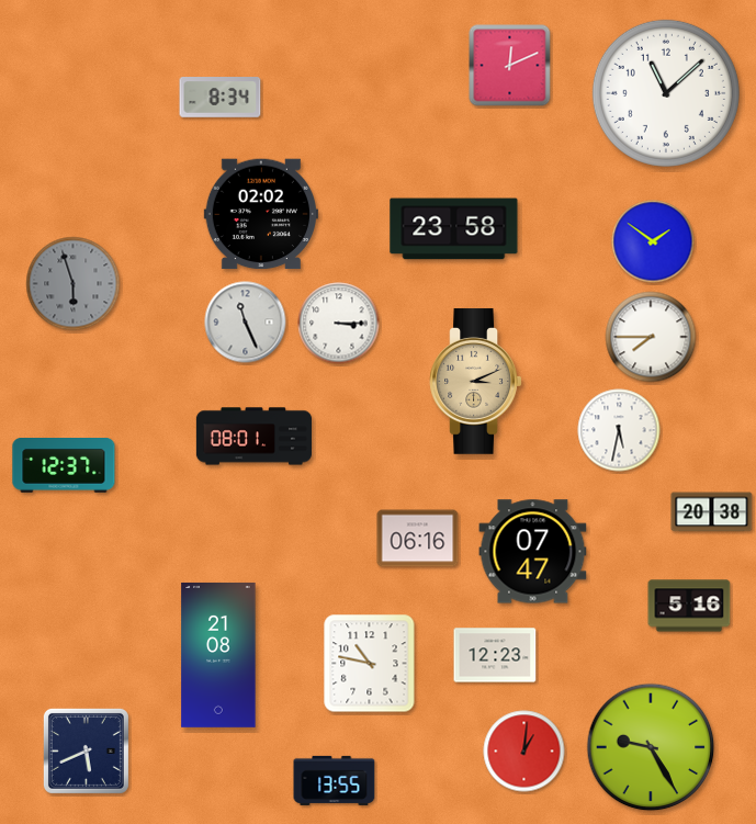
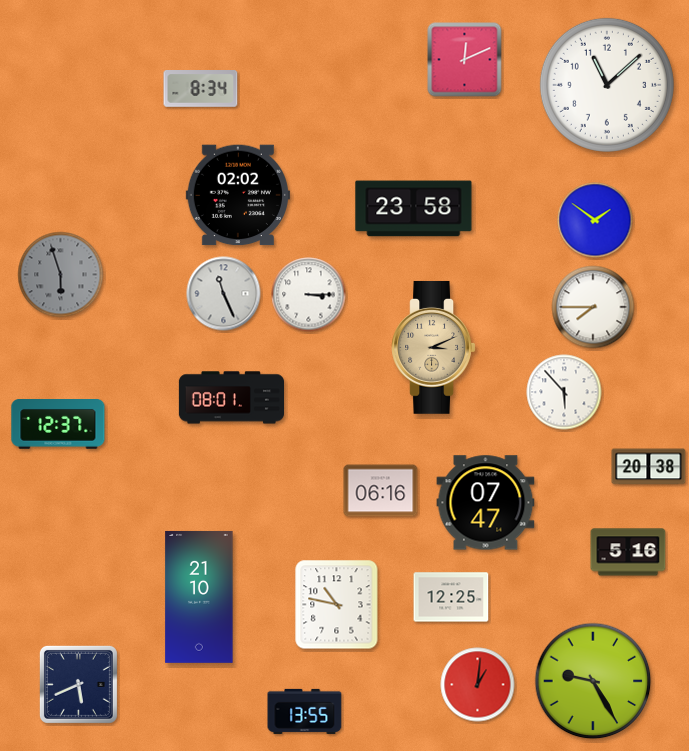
clock at (74, 284) position: (74, 284) -> (61, 275)
clock at (619, 430): 5:32 -> 5:53
clock at (218, 655): 21:08 -> 21:10
clock at (495, 655): 12:23 -> 12:25
